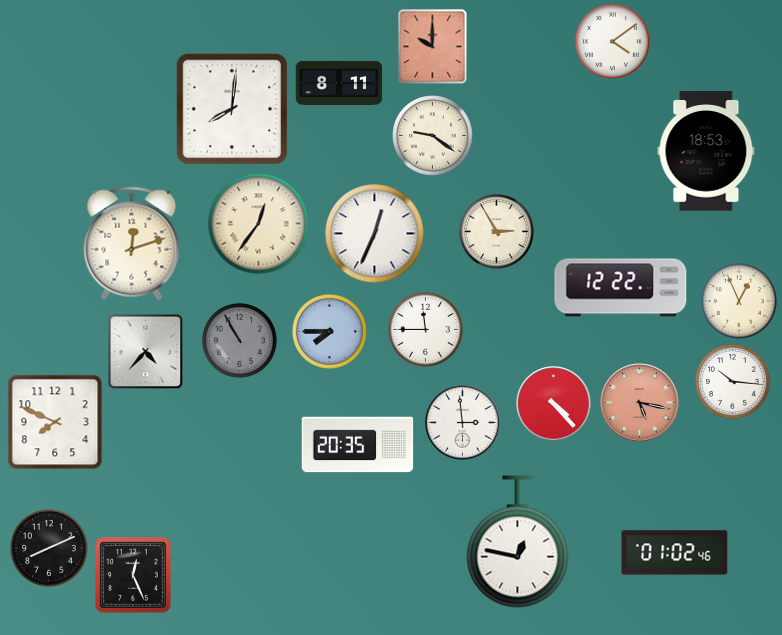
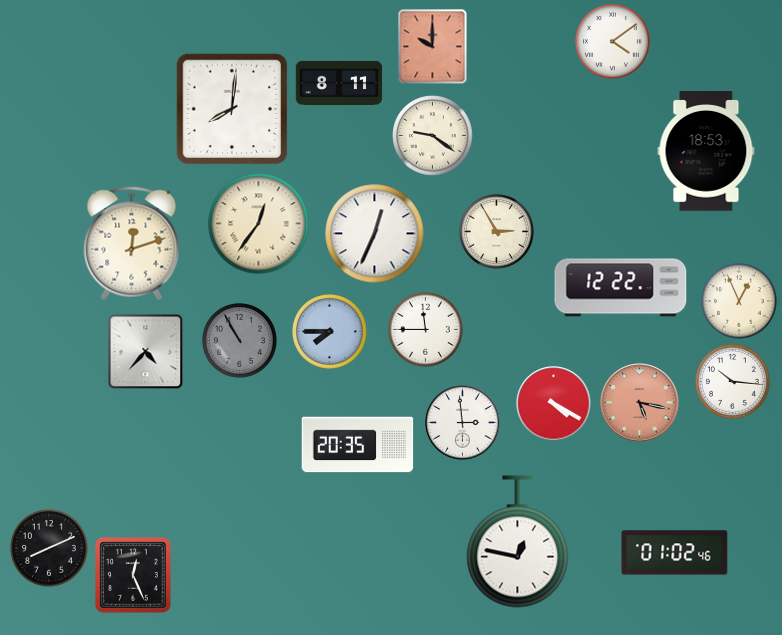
clock at (554, 404): 4:23 -> 4:20
clock at (55, 422): 7:49 -> none
